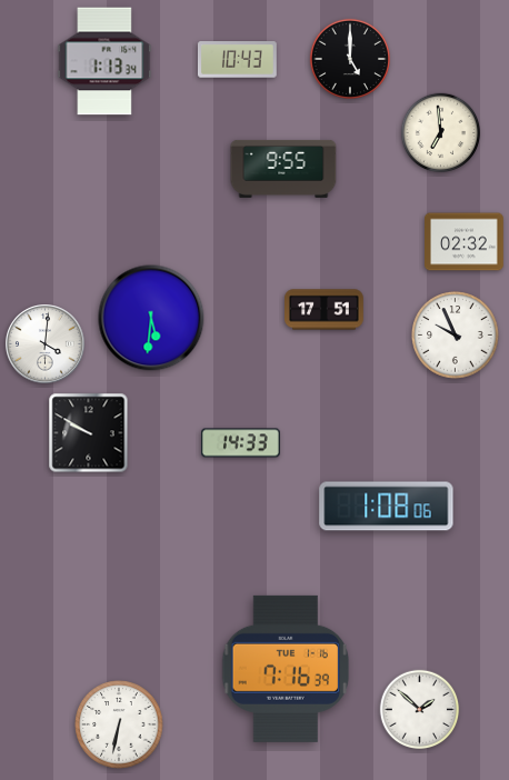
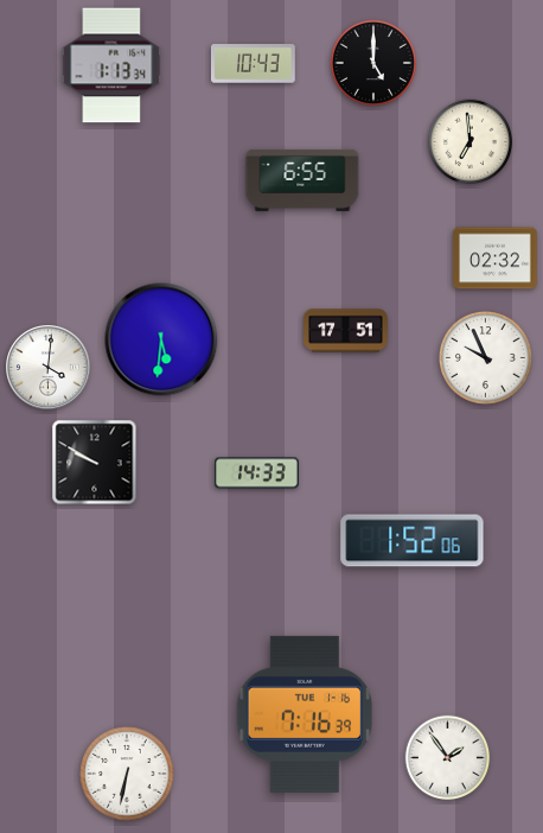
clock at (283, 169): 9:55 -> 6:55
clock at (387, 507): 1:08 -> 1:52
clock at (420, 710): 1:52 -> 1:54
